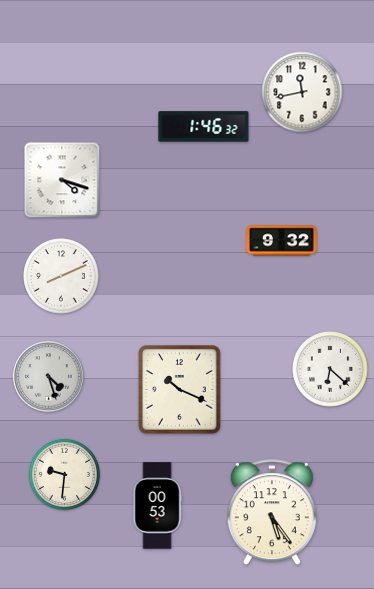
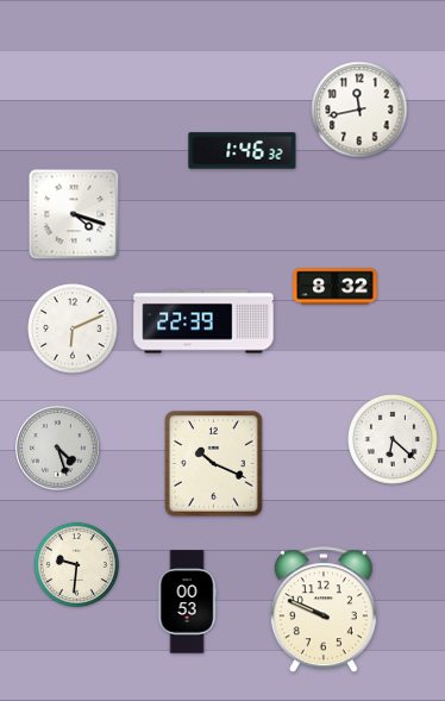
clock at (282, 241): 9:32 -> 8:32
clock at (203, 321): none -> 22:39
clock at (61, 276): 8:11 -> 6:11
clock at (272, 513): 5:24 -> 9:49
